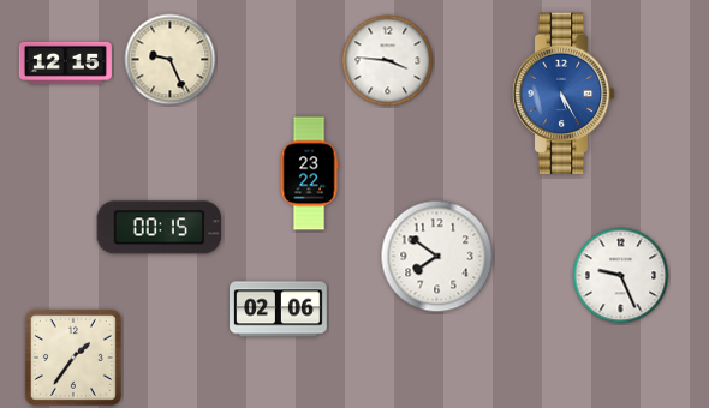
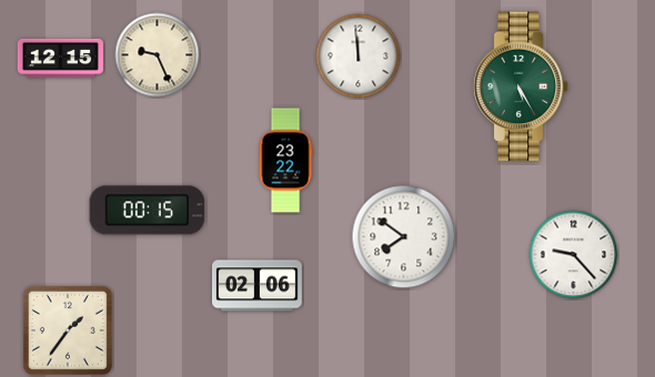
clock at (388, 61): 3:46 -> 11:59
clock at (564, 94) dial: blue -> green
clock at (621, 276): 9:26 -> 9:23
